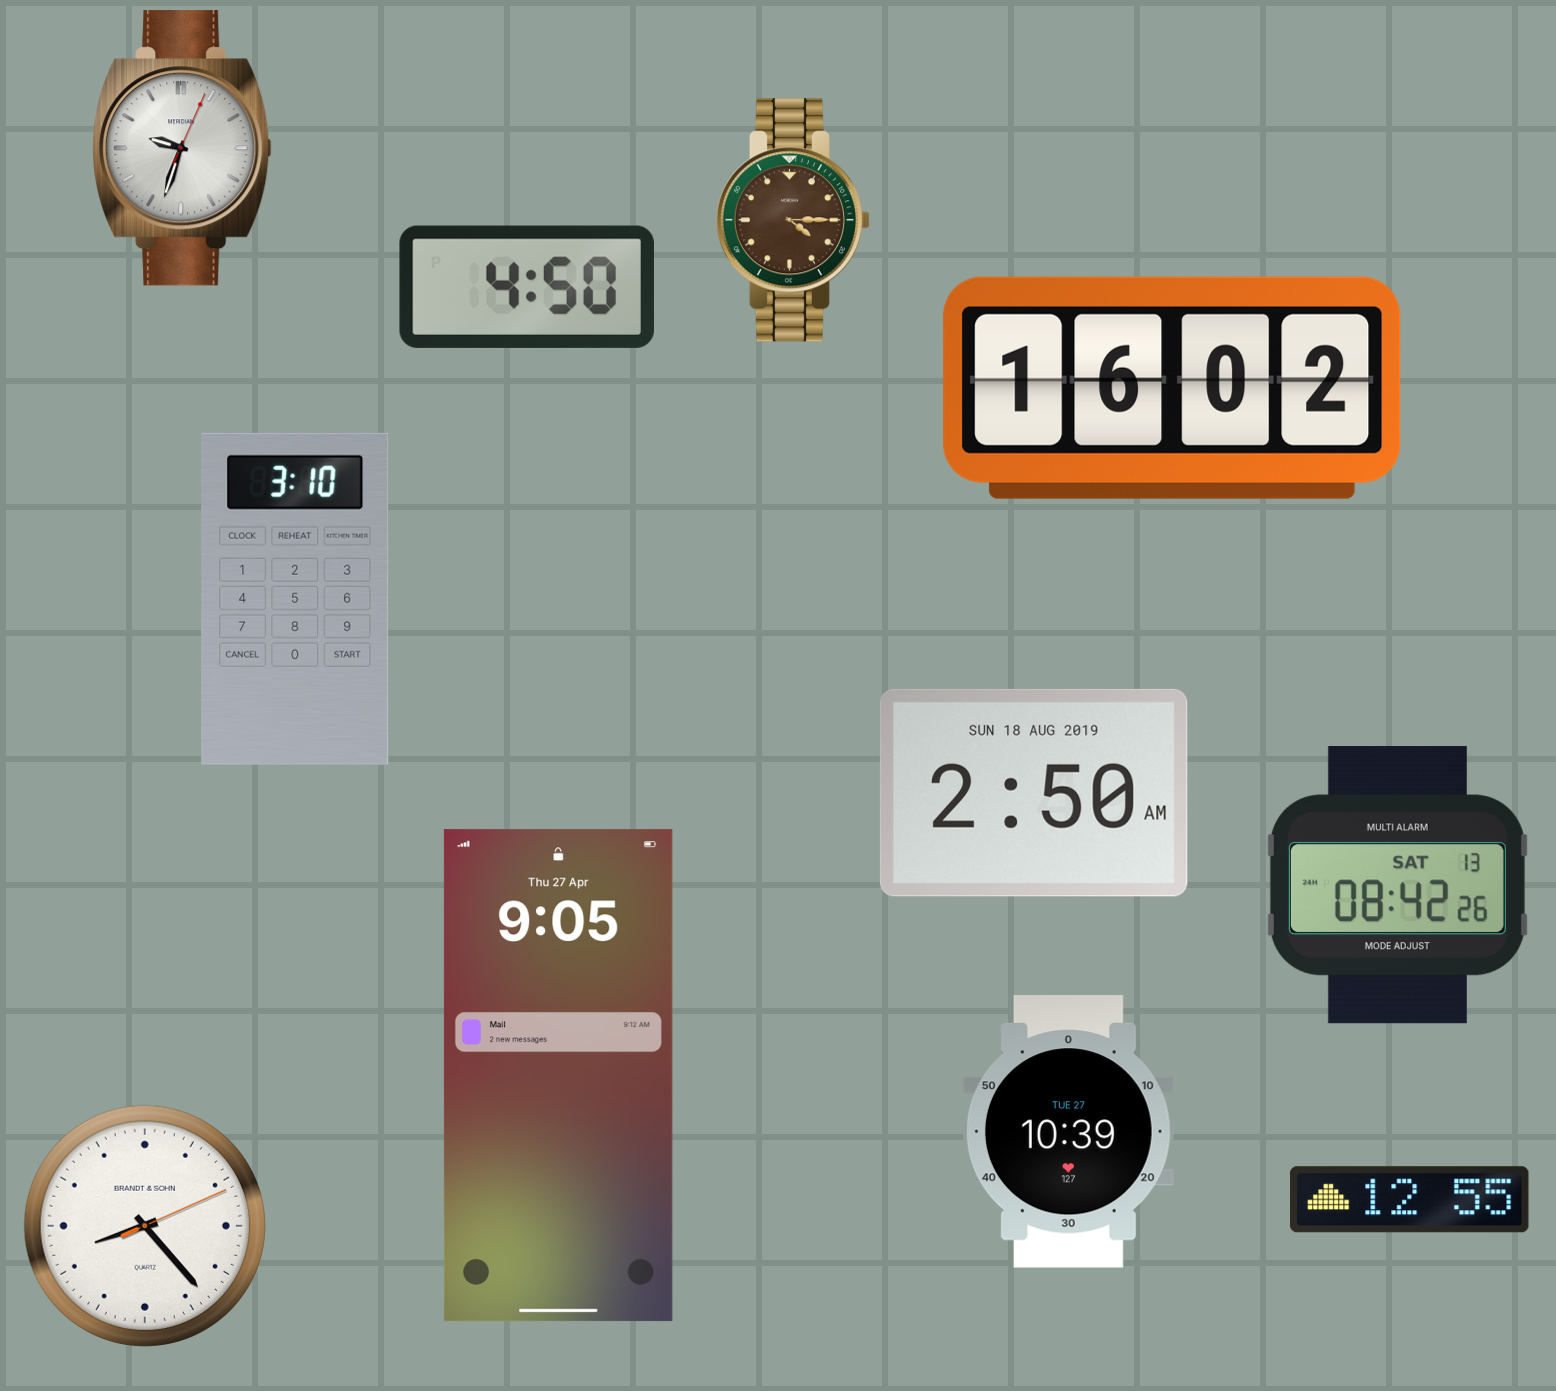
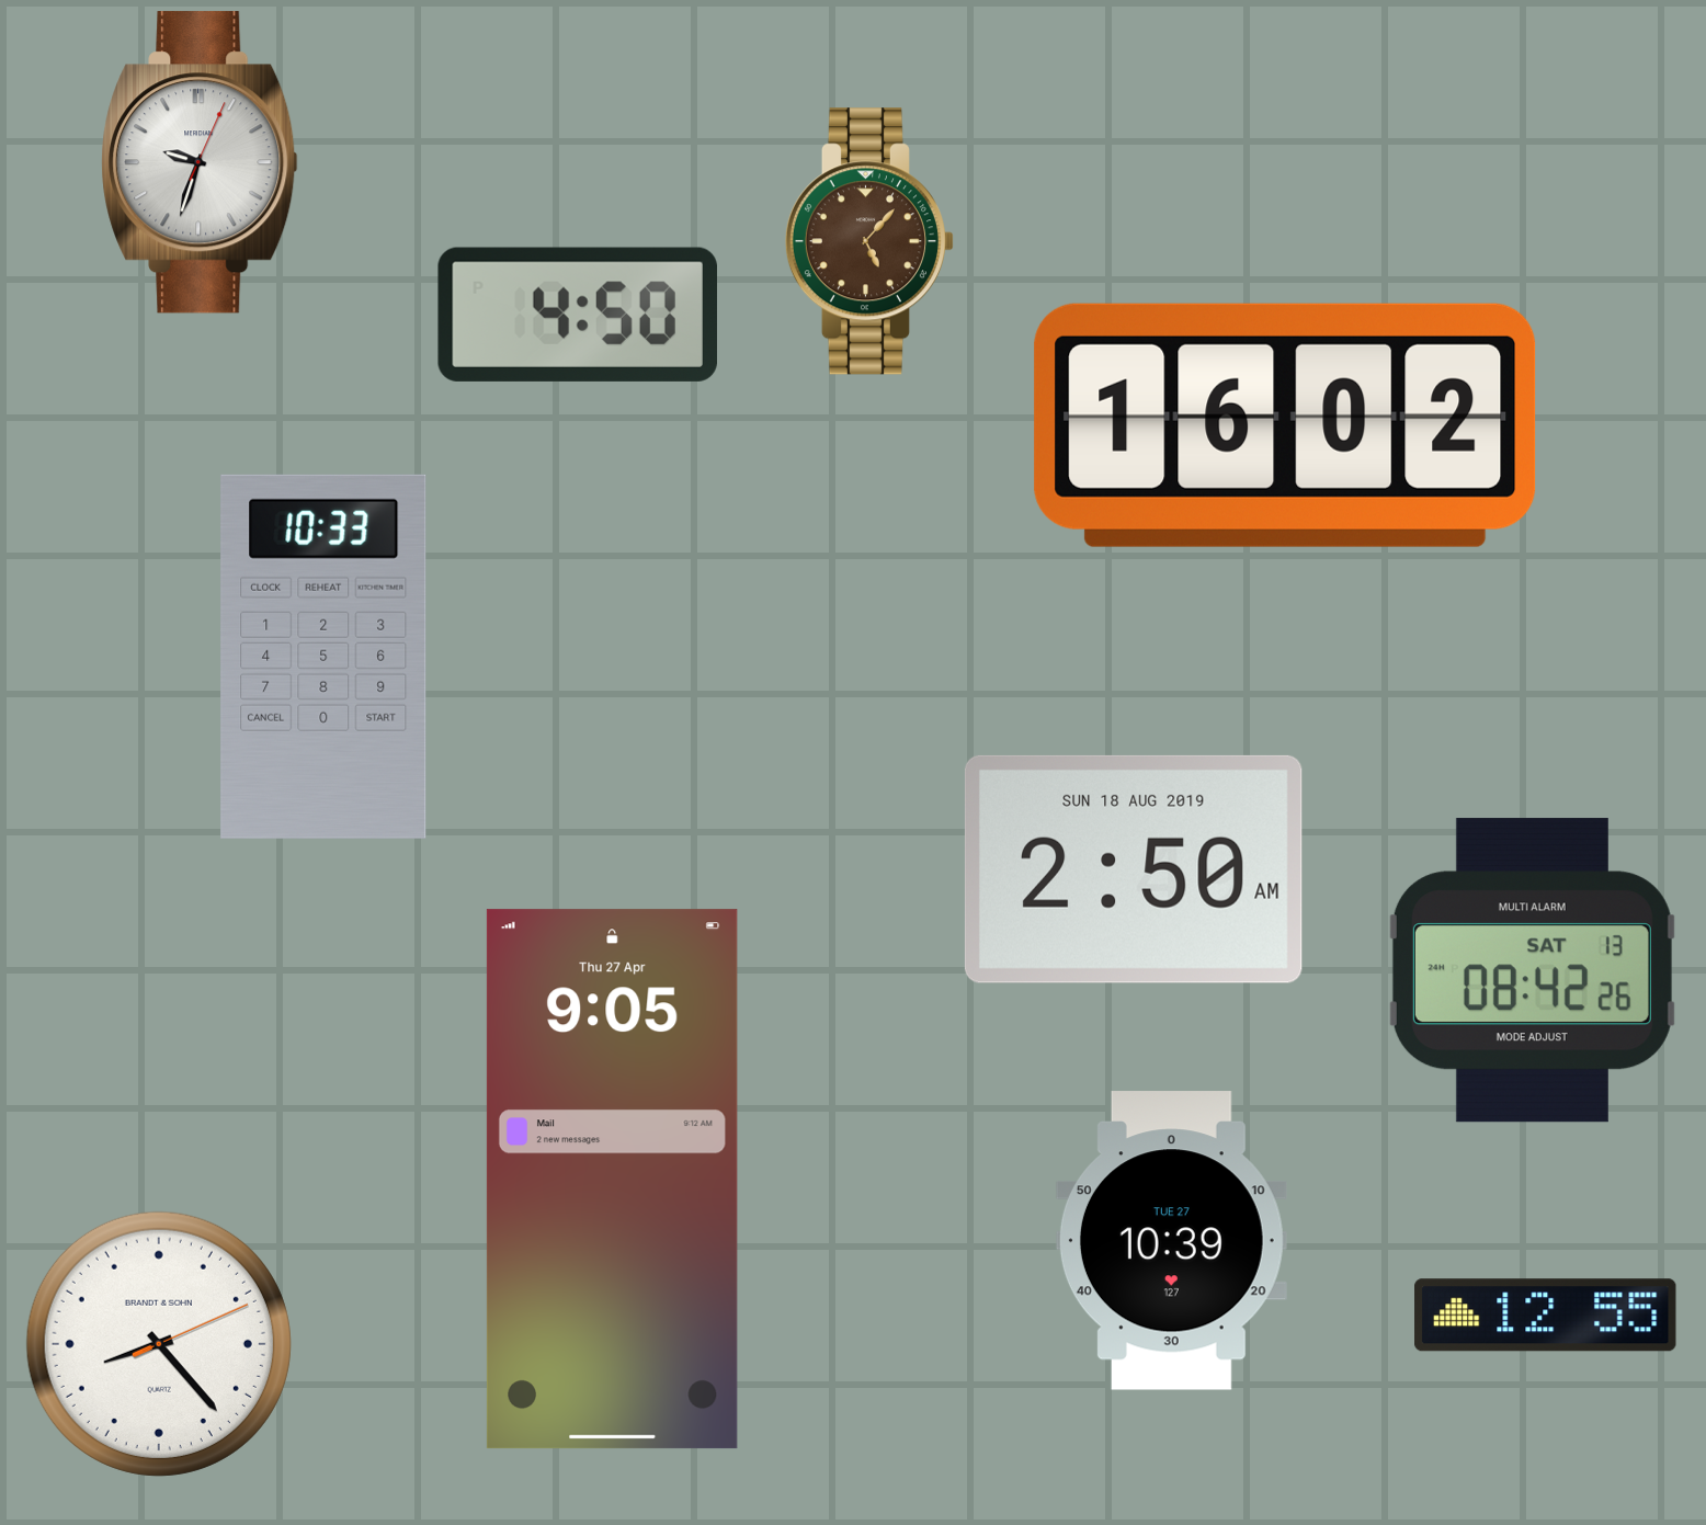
clock at (792, 220): 4:15 -> 5:07
clock at (295, 599): 3:10 -> 10:33
